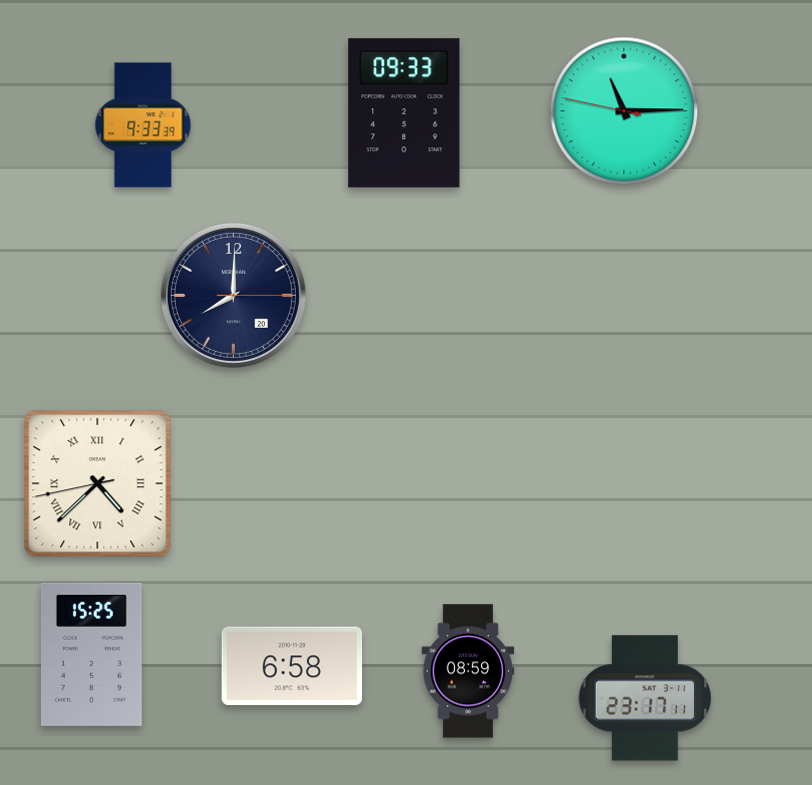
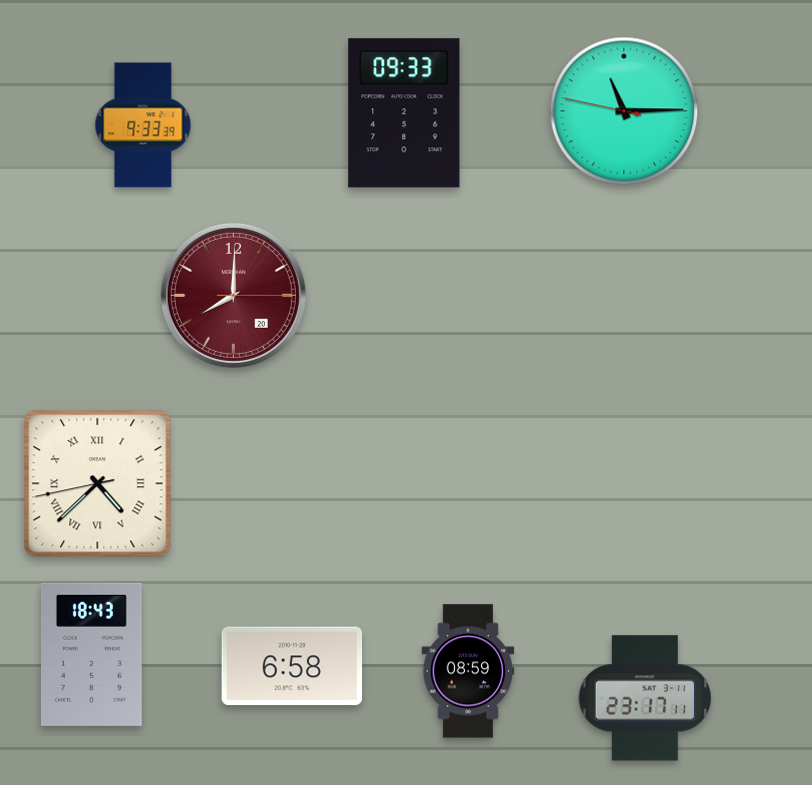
clock at (233, 295) dial: navy -> burgundy
clock at (91, 654): 15:25 -> 18:43
